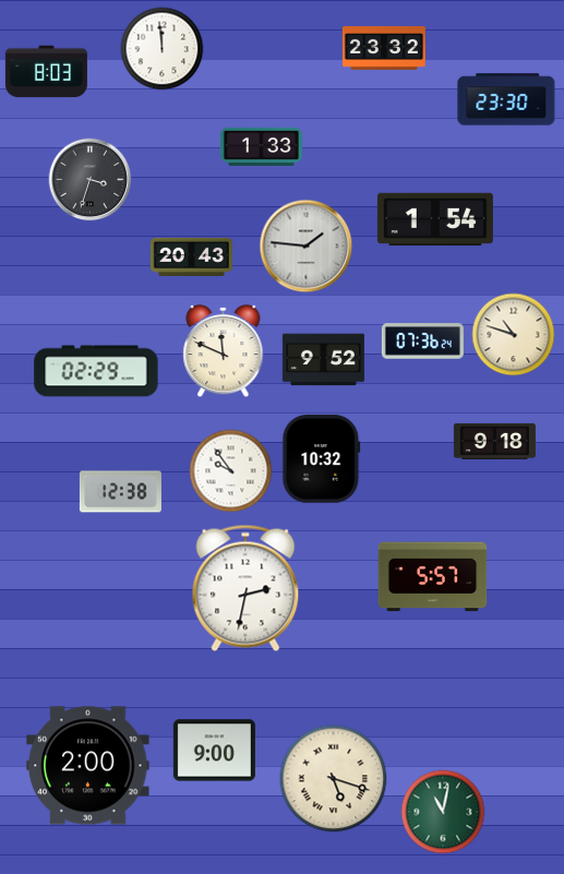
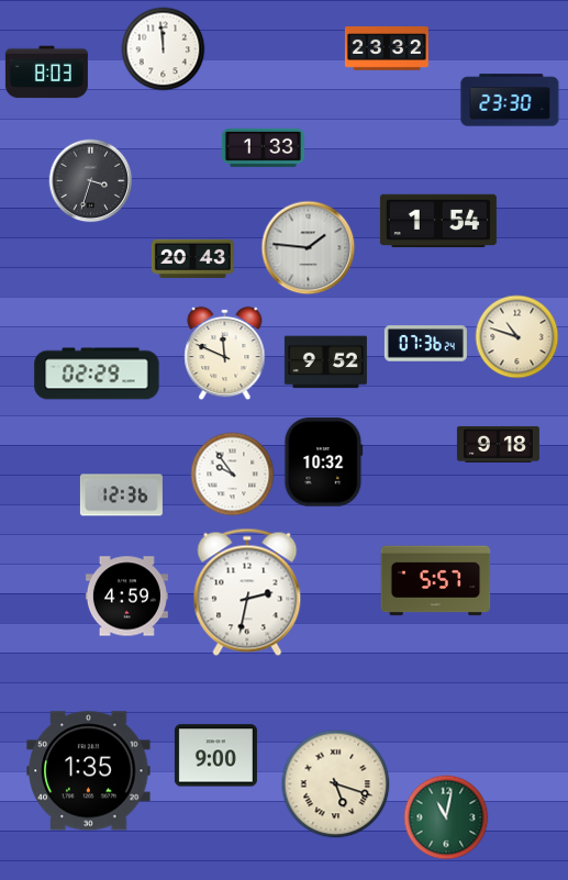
clock at (120, 492): 12:38 -> 12:36
clock at (126, 597): none -> 4:59
clock at (88, 766): 2:00 -> 1:35
